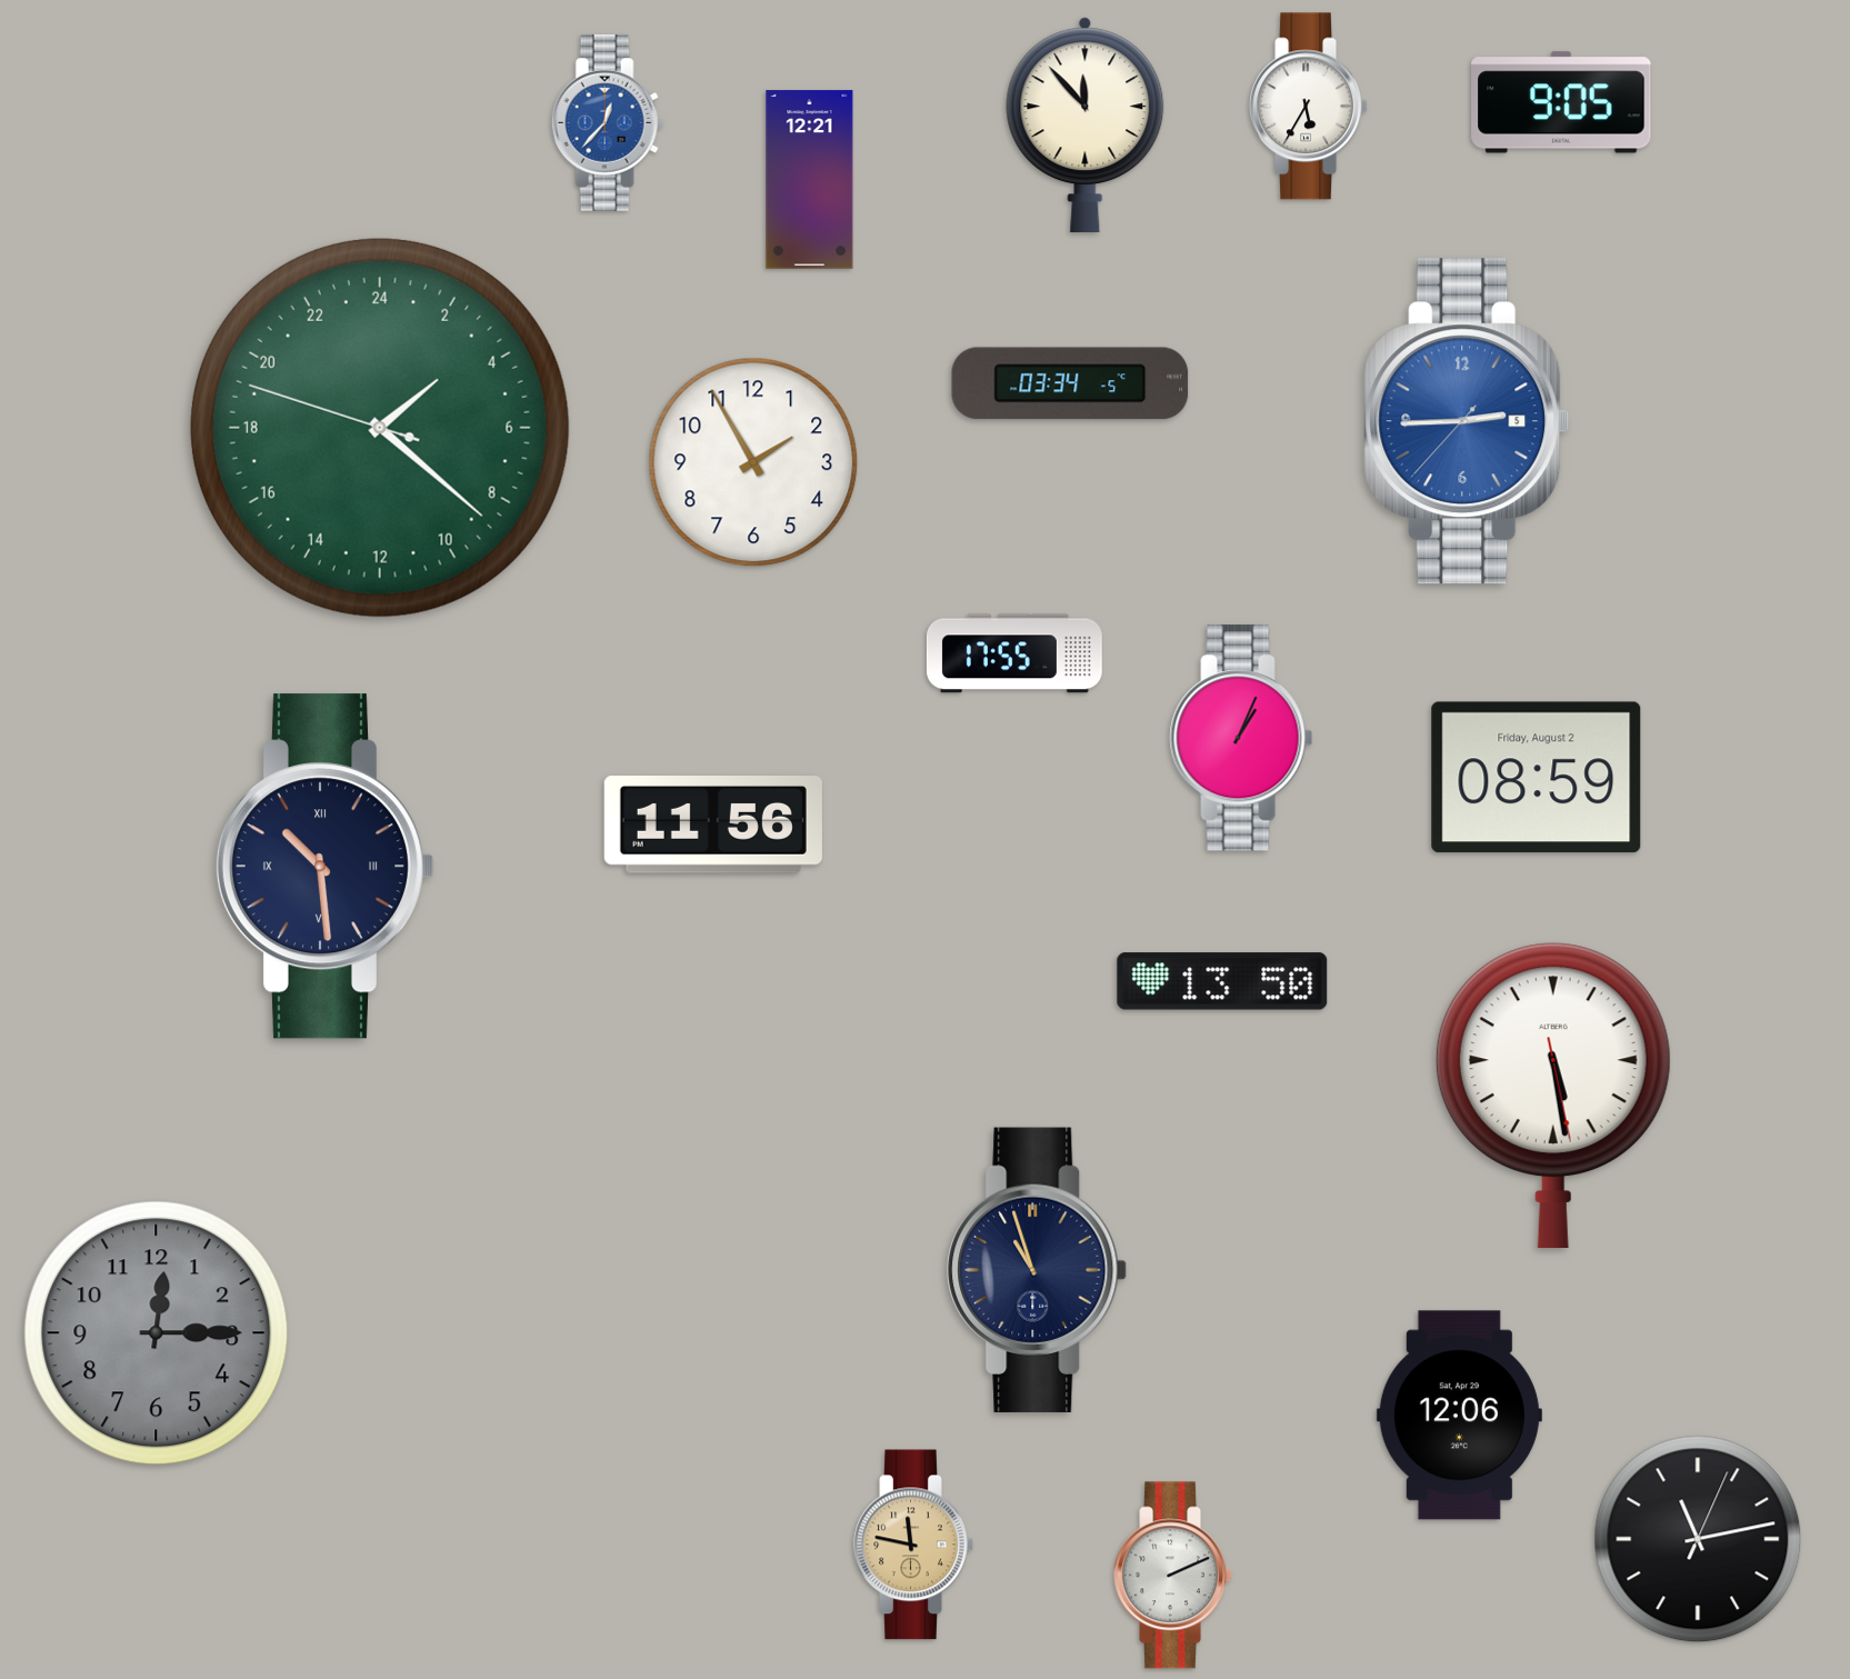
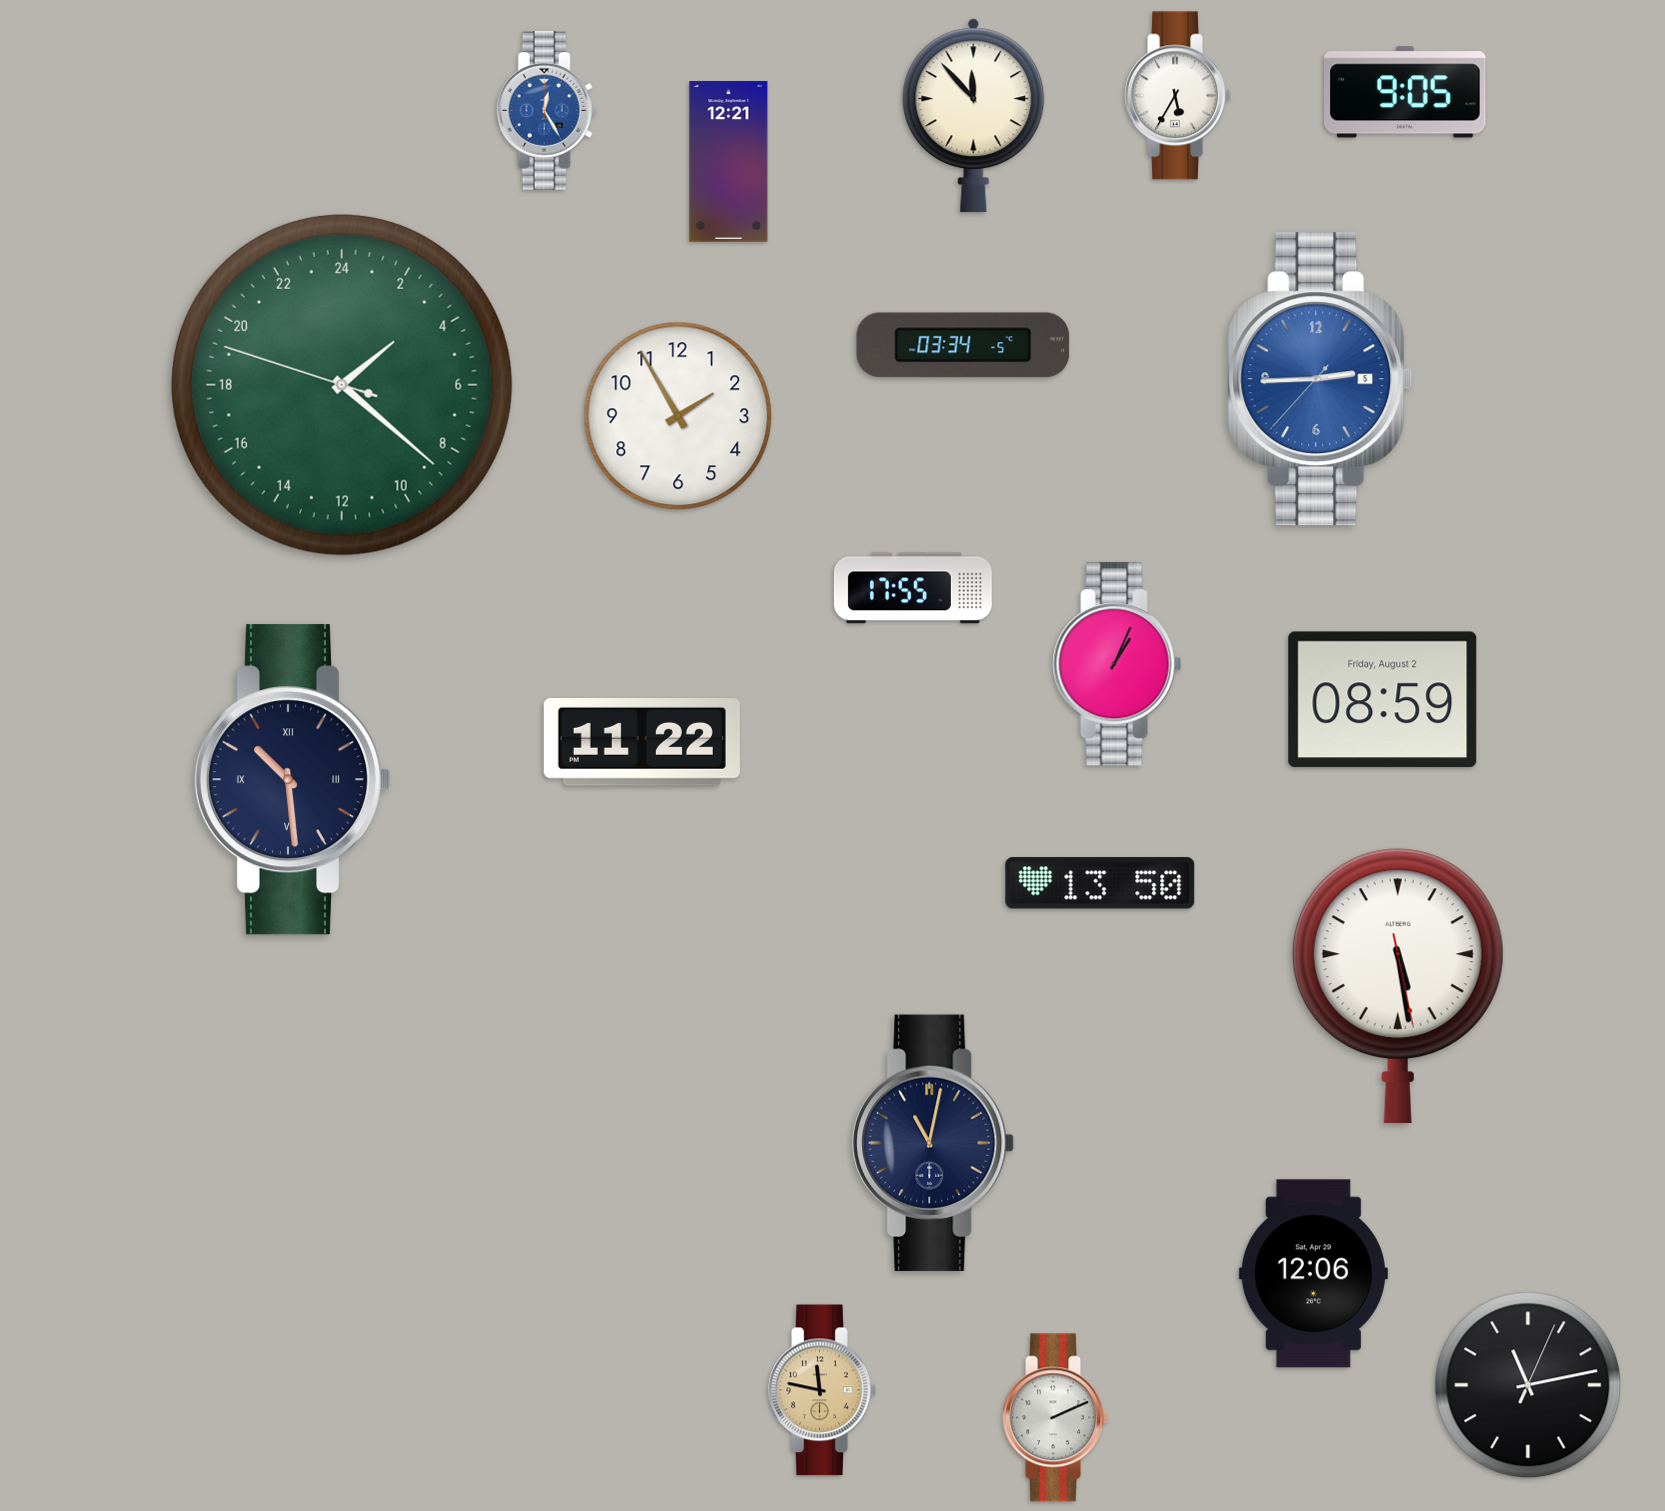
clock at (607, 122): 12:37 -> 12:25
clock at (1086, 126) position: (1086, 126) -> (974, 116)
clock at (713, 826): 11:56 -> 11:22
clock at (1037, 1270): 10:57 -> 11:02
clock at (157, 1333): 12:15 -> none
